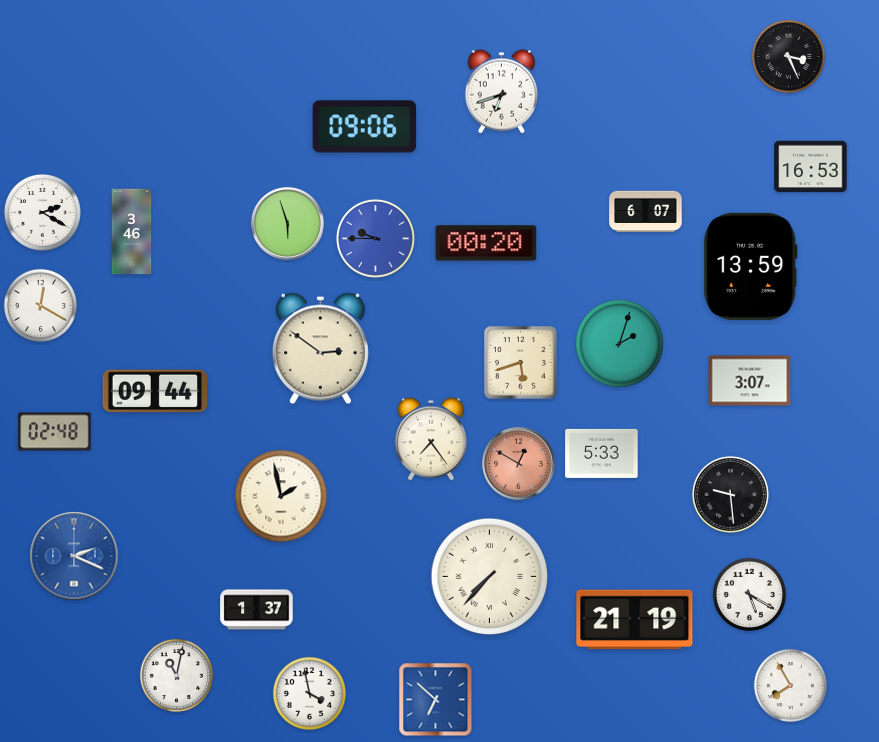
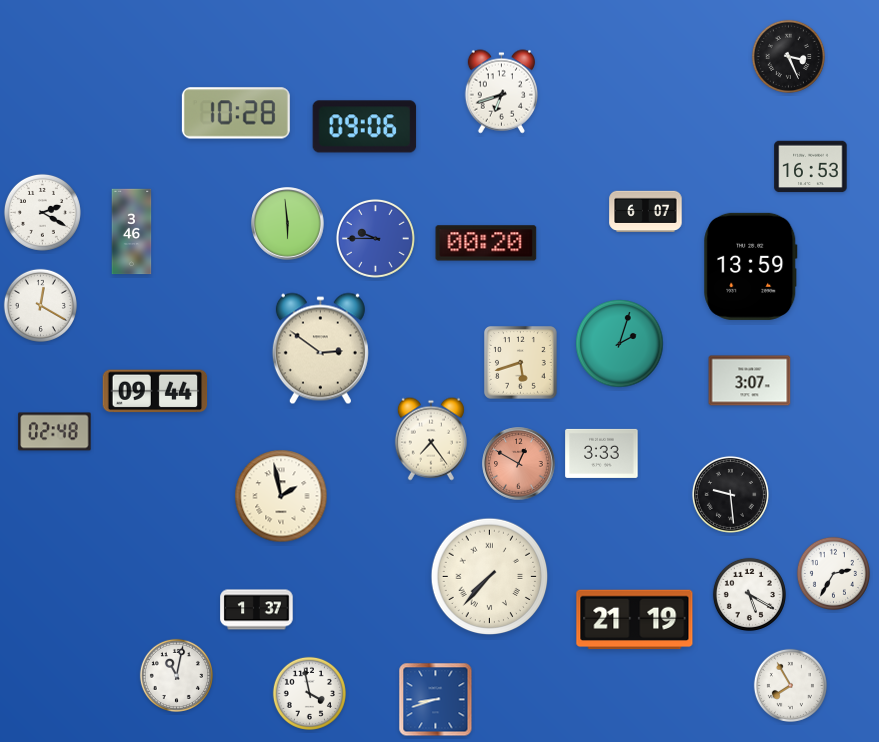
clock at (236, 113): none -> 10:28
clock at (288, 224): 5:57 -> 5:59
clock at (602, 453): 5:33 -> 3:33
clock at (74, 556): 2:19 -> none
clock at (833, 573): none -> 2:35
clock at (436, 700): 6:52 -> 8:42
